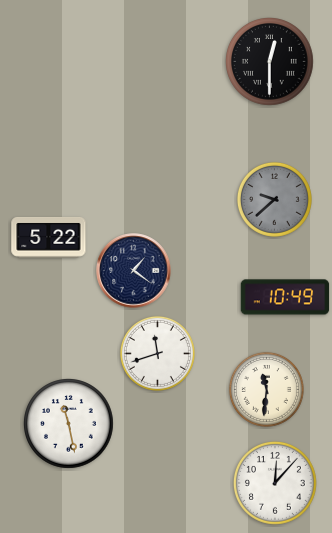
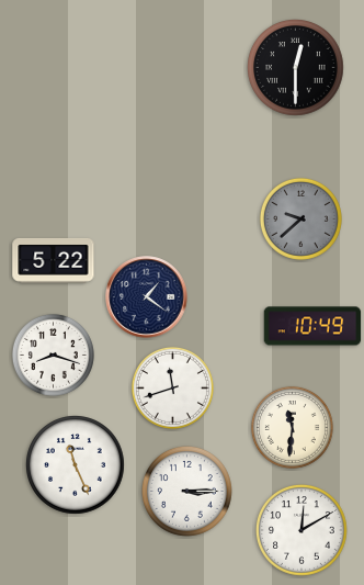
clock at (53, 355): none -> 8:18
clock at (69, 424): 11:28 -> 11:26
clock at (186, 491): none -> 3:15
clock at (275, 483): 12:07 -> 12:10
